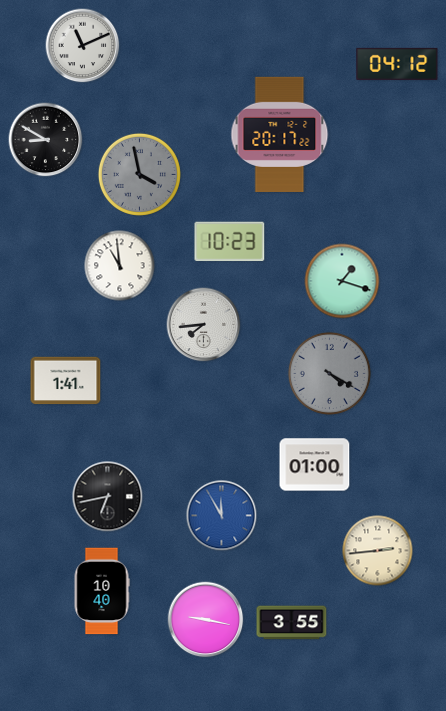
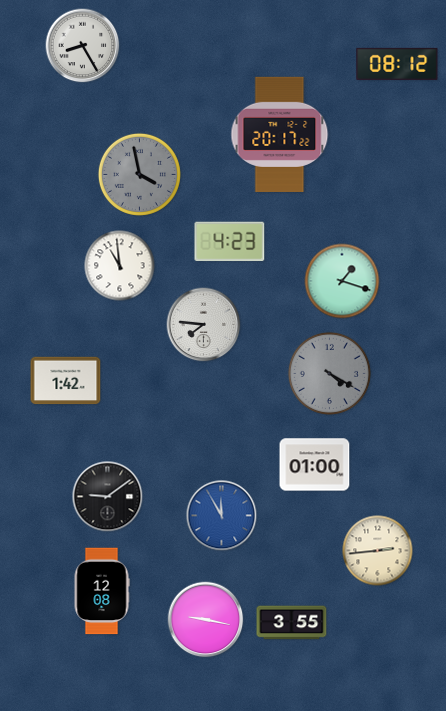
clock at (83, 46): 11:11 -> 8:25
clock at (397, 64): 04:12 -> 08:12
clock at (46, 140): 8:50 -> none
clock at (230, 242): 10:23 -> 4:23
clock at (204, 325): 7:44 -> 7:46
clock at (66, 381): 1:41 -> 1:42
clock at (108, 497): 6:43 -> 9:09
clock at (102, 591): 10:40 -> 12:08
